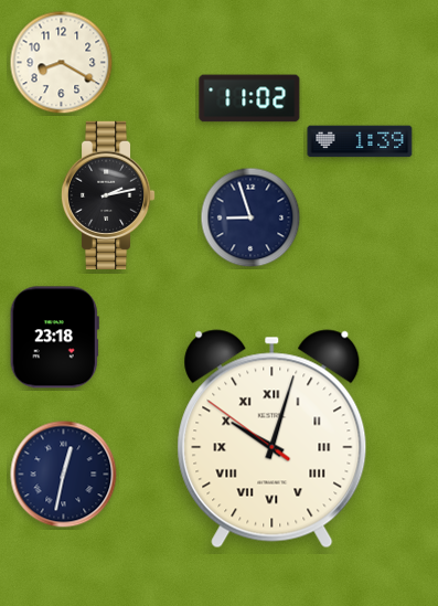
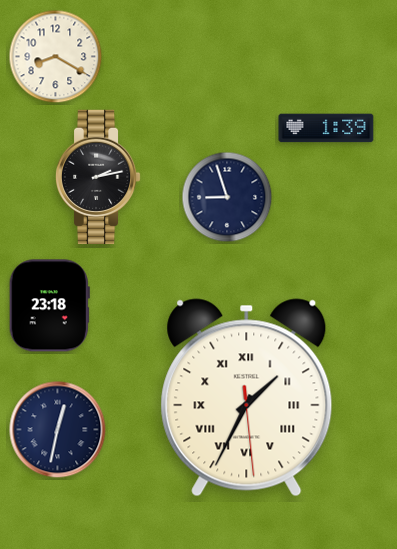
clock at (249, 98): 11:02 -> none
clock at (273, 439): 10:02 -> 1:34
